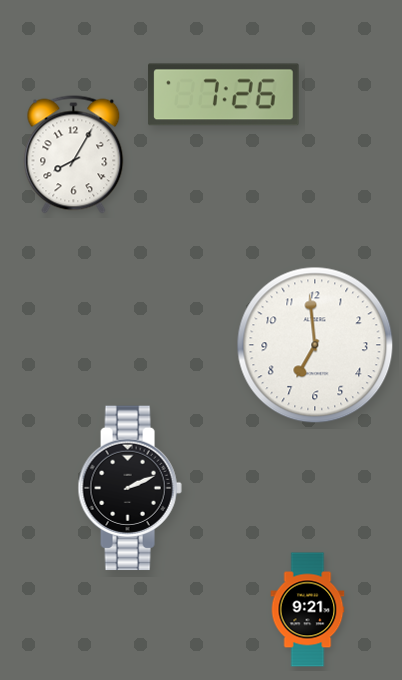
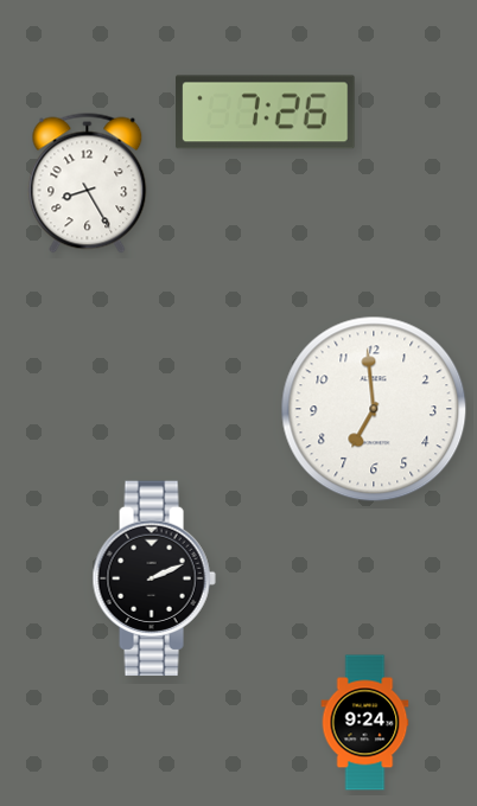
clock at (74, 155): 8:05 -> 8:25
clock at (308, 610): 9:21 -> 9:24
